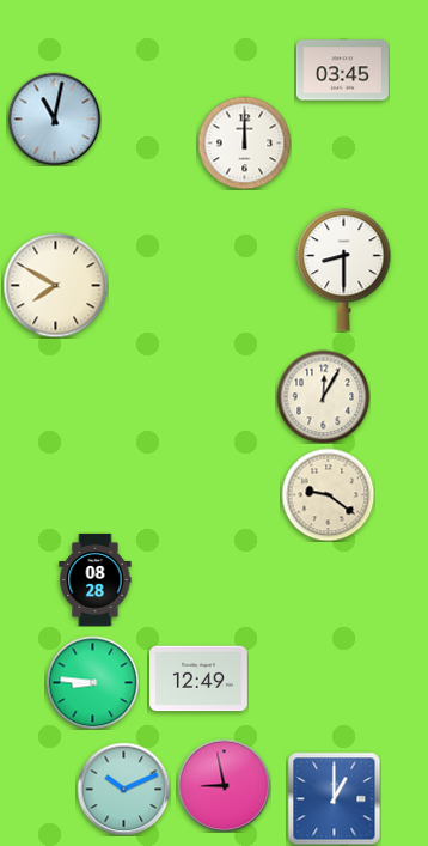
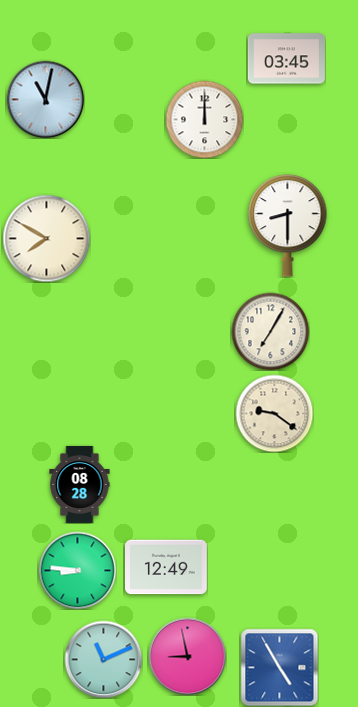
clock at (323, 396): 12:05 -> 7:05
clock at (123, 789): 10:11 -> 11:11
clock at (334, 798): 1:00 -> 4:55
